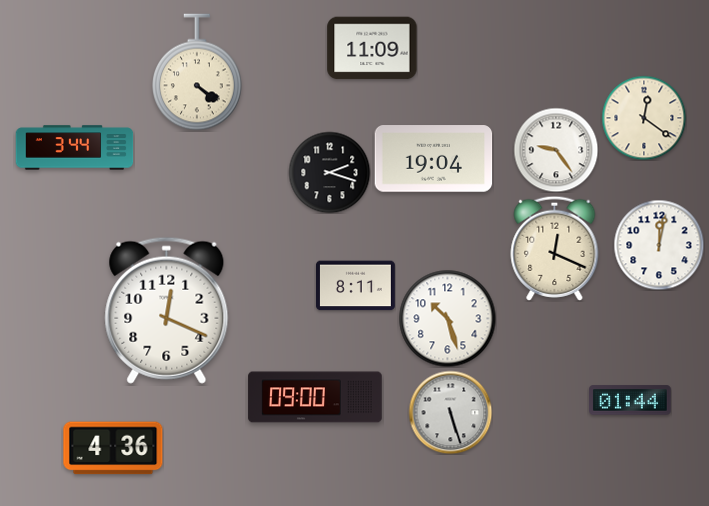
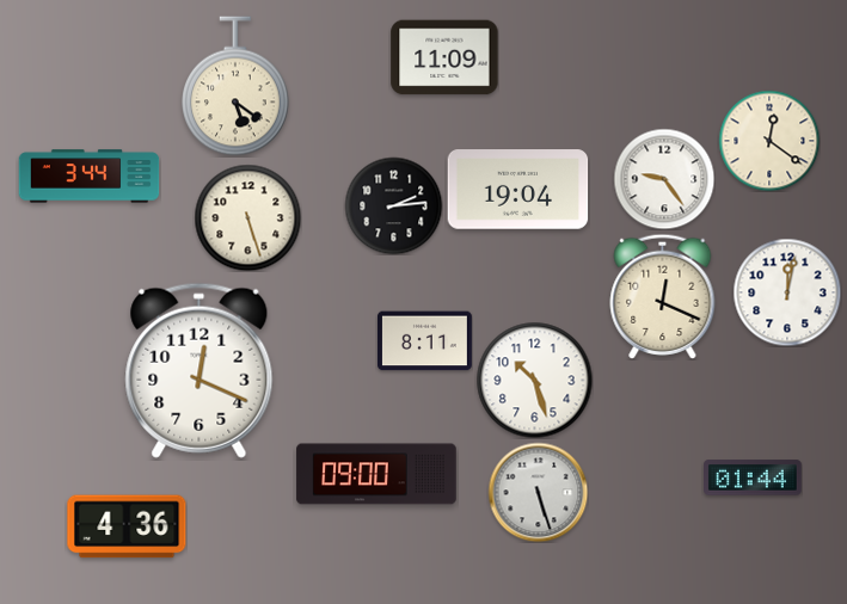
clock at (198, 72): 4:21 -> 5:21
clock at (329, 172): 2:18 -> 2:14
clock at (247, 217): none -> 5:27
clock at (113, 448) position: (113, 448) -> (127, 526)
